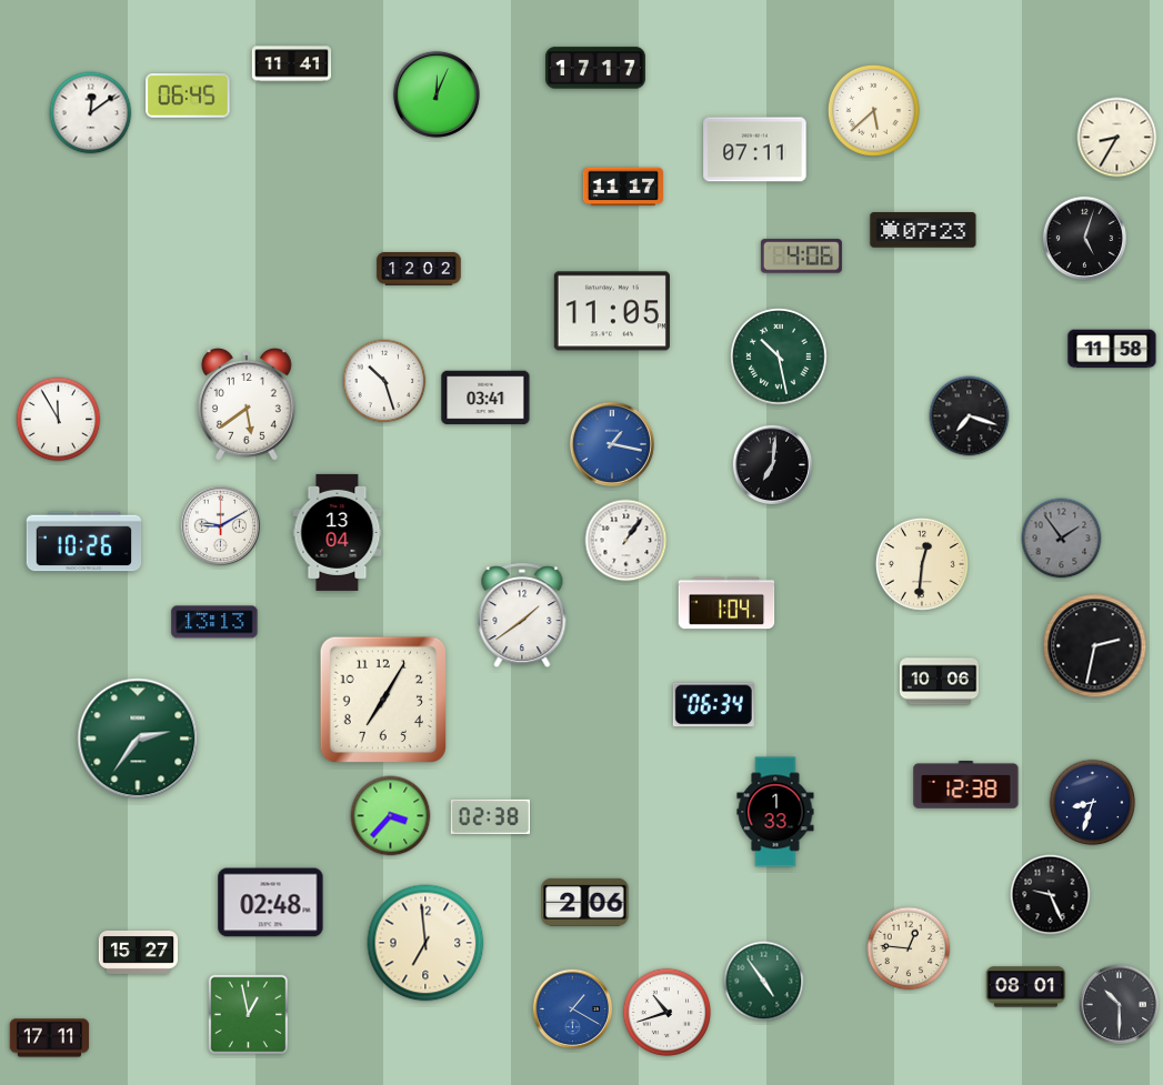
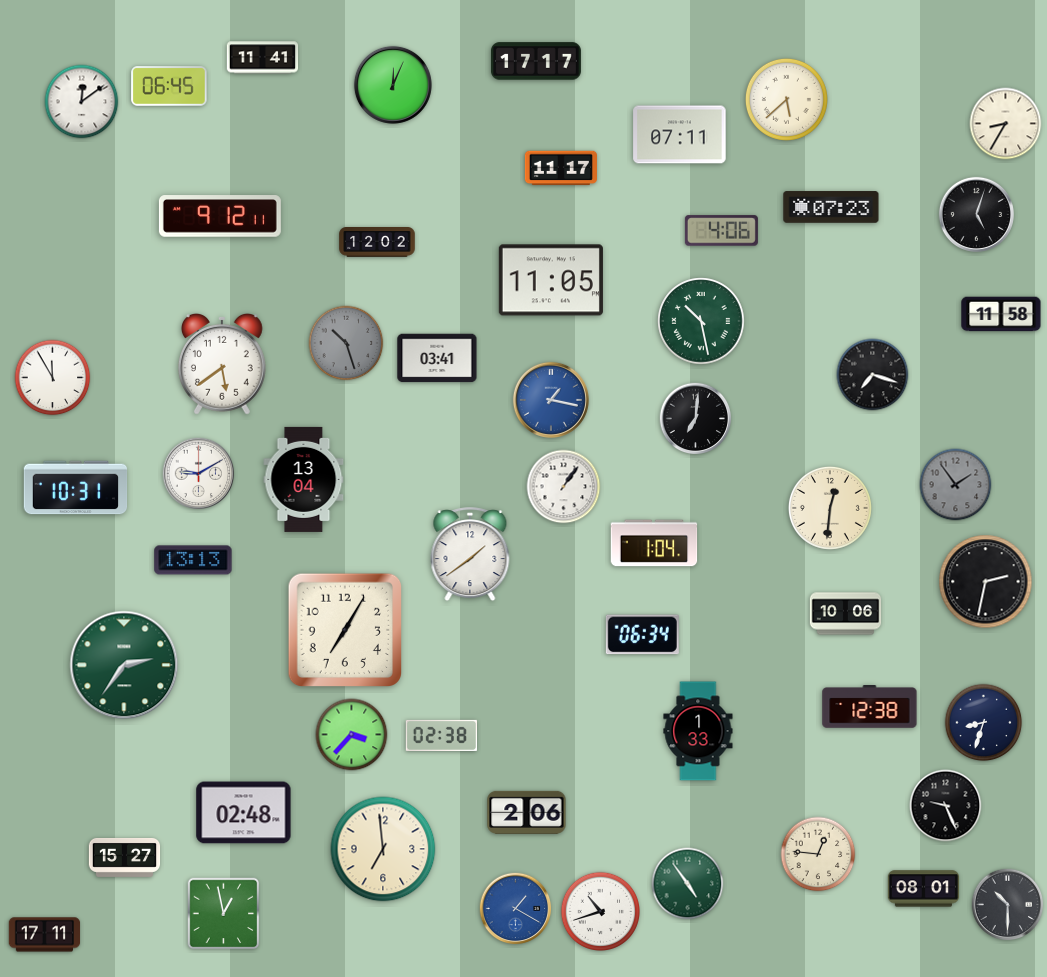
clock at (220, 216): none -> 9:12
clock at (384, 381) dial: white -> grey
clock at (84, 542): 10:26 -> 10:31
